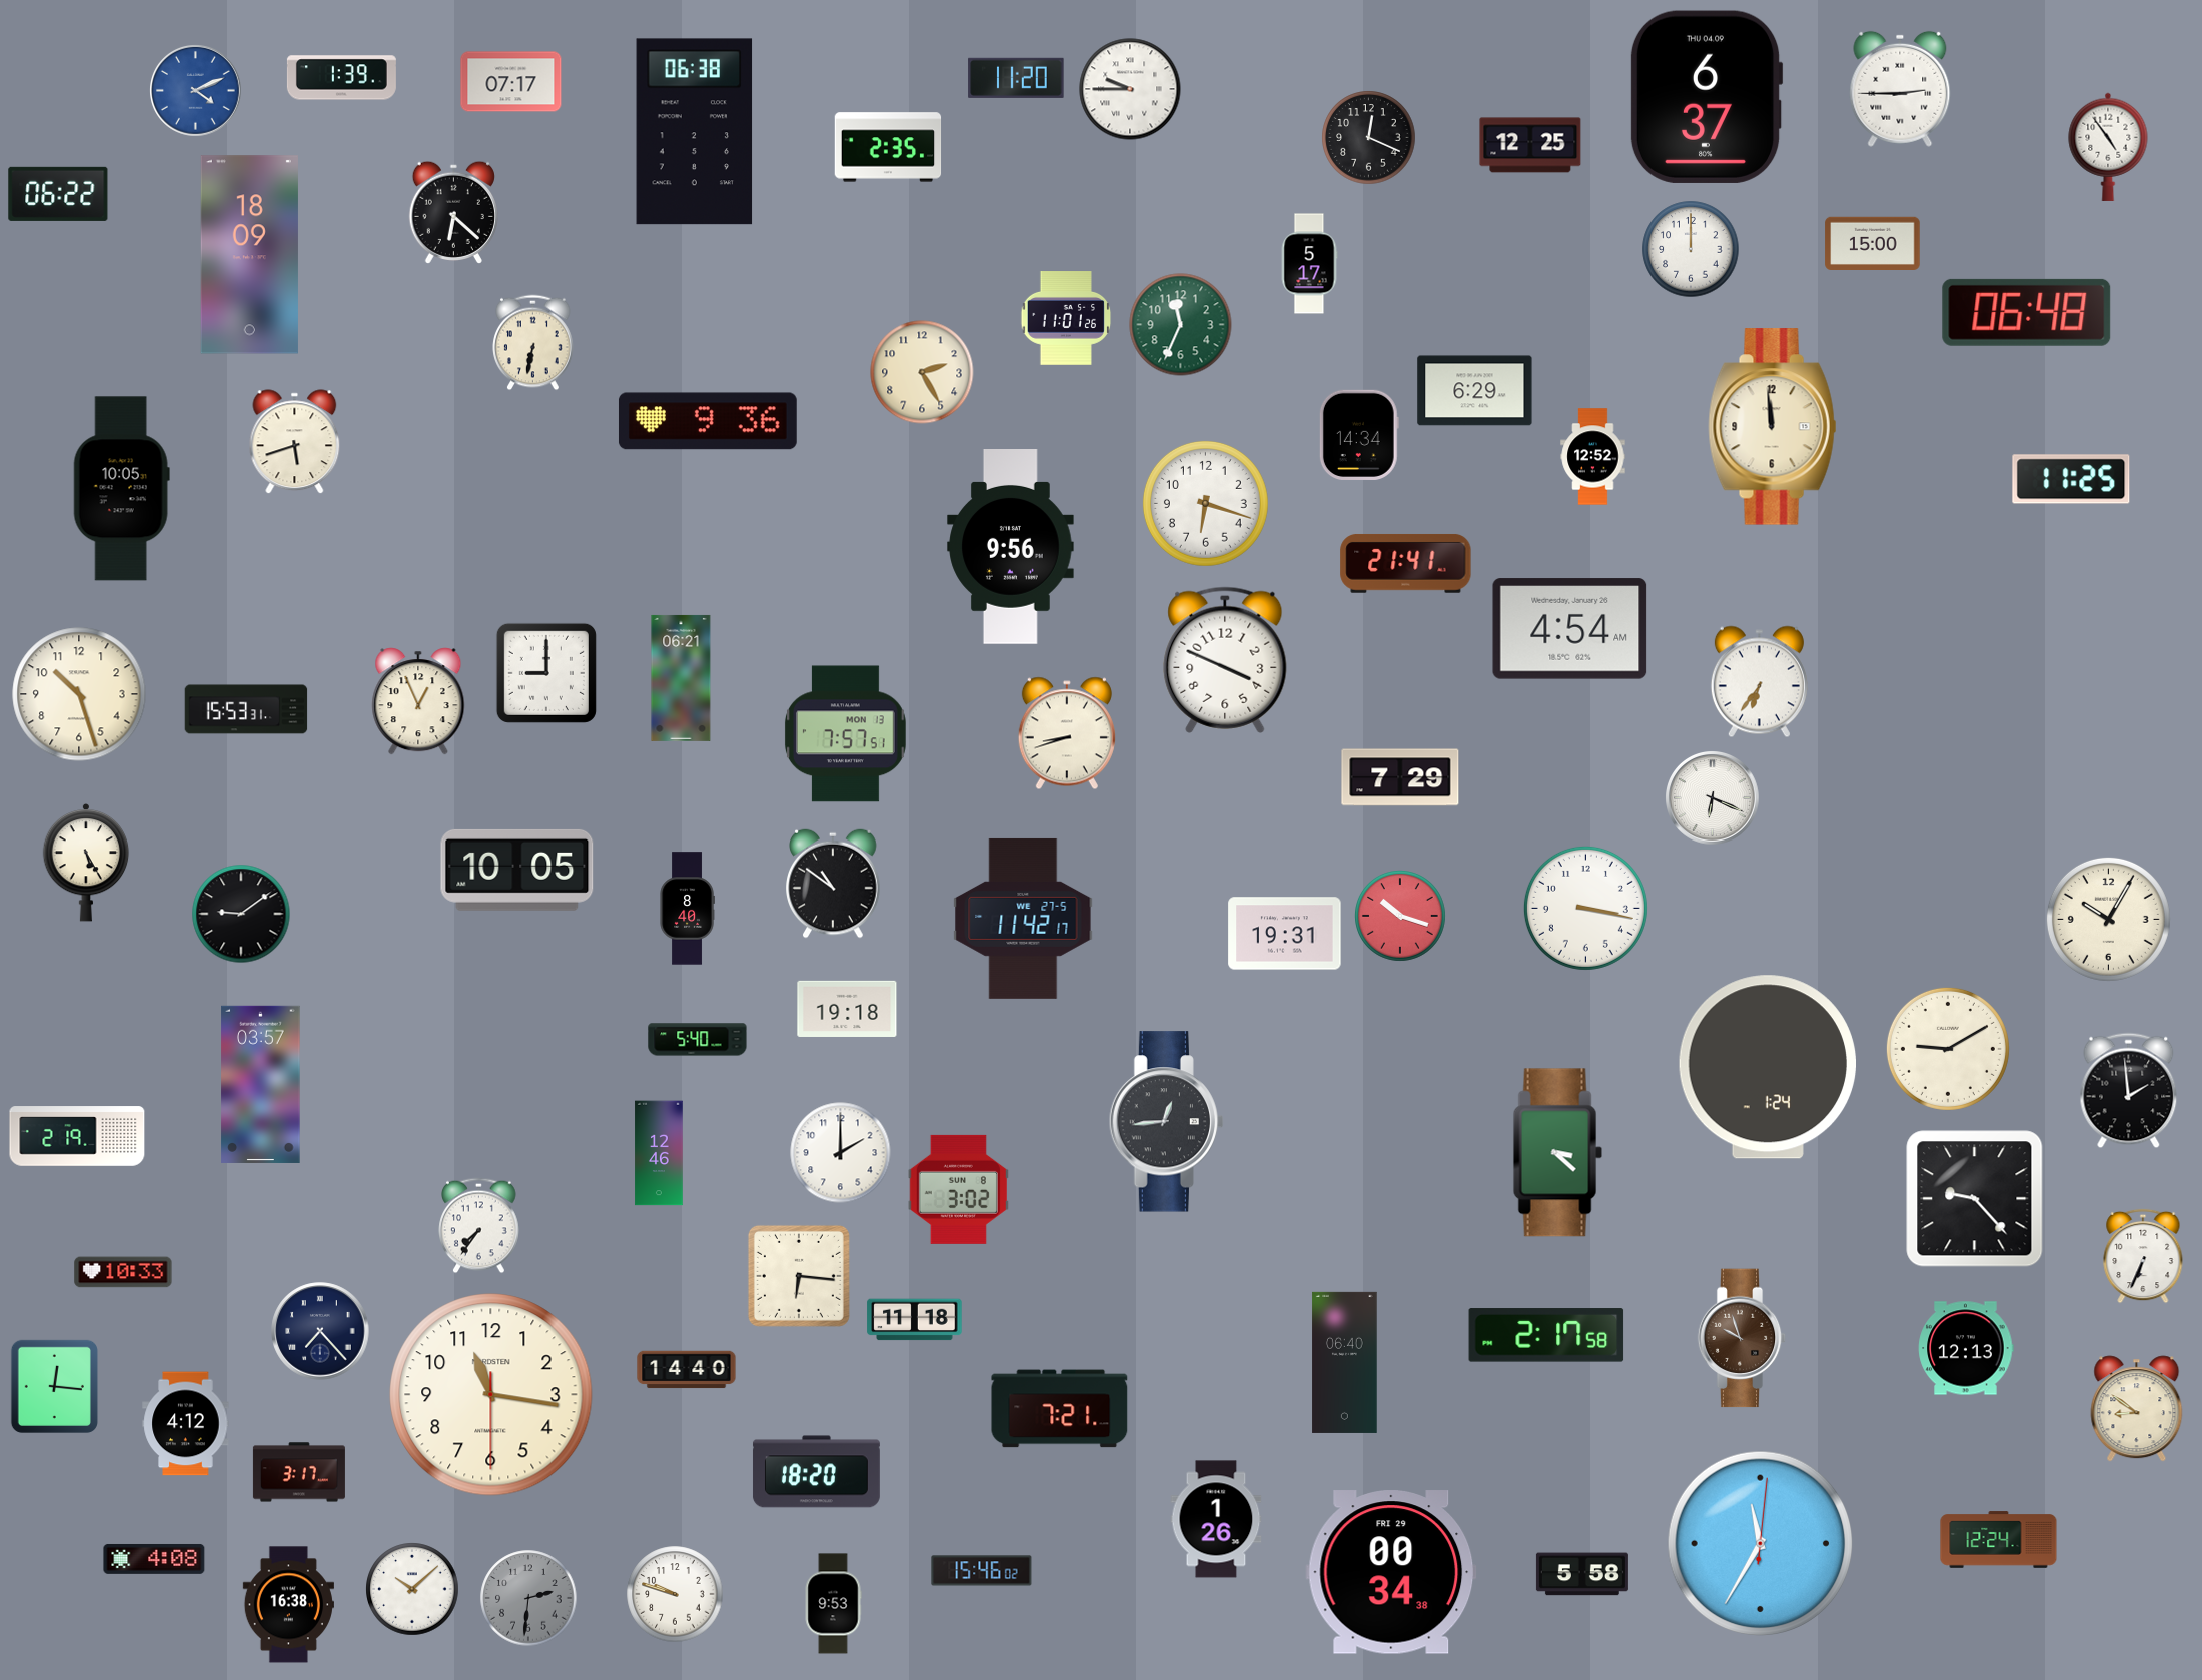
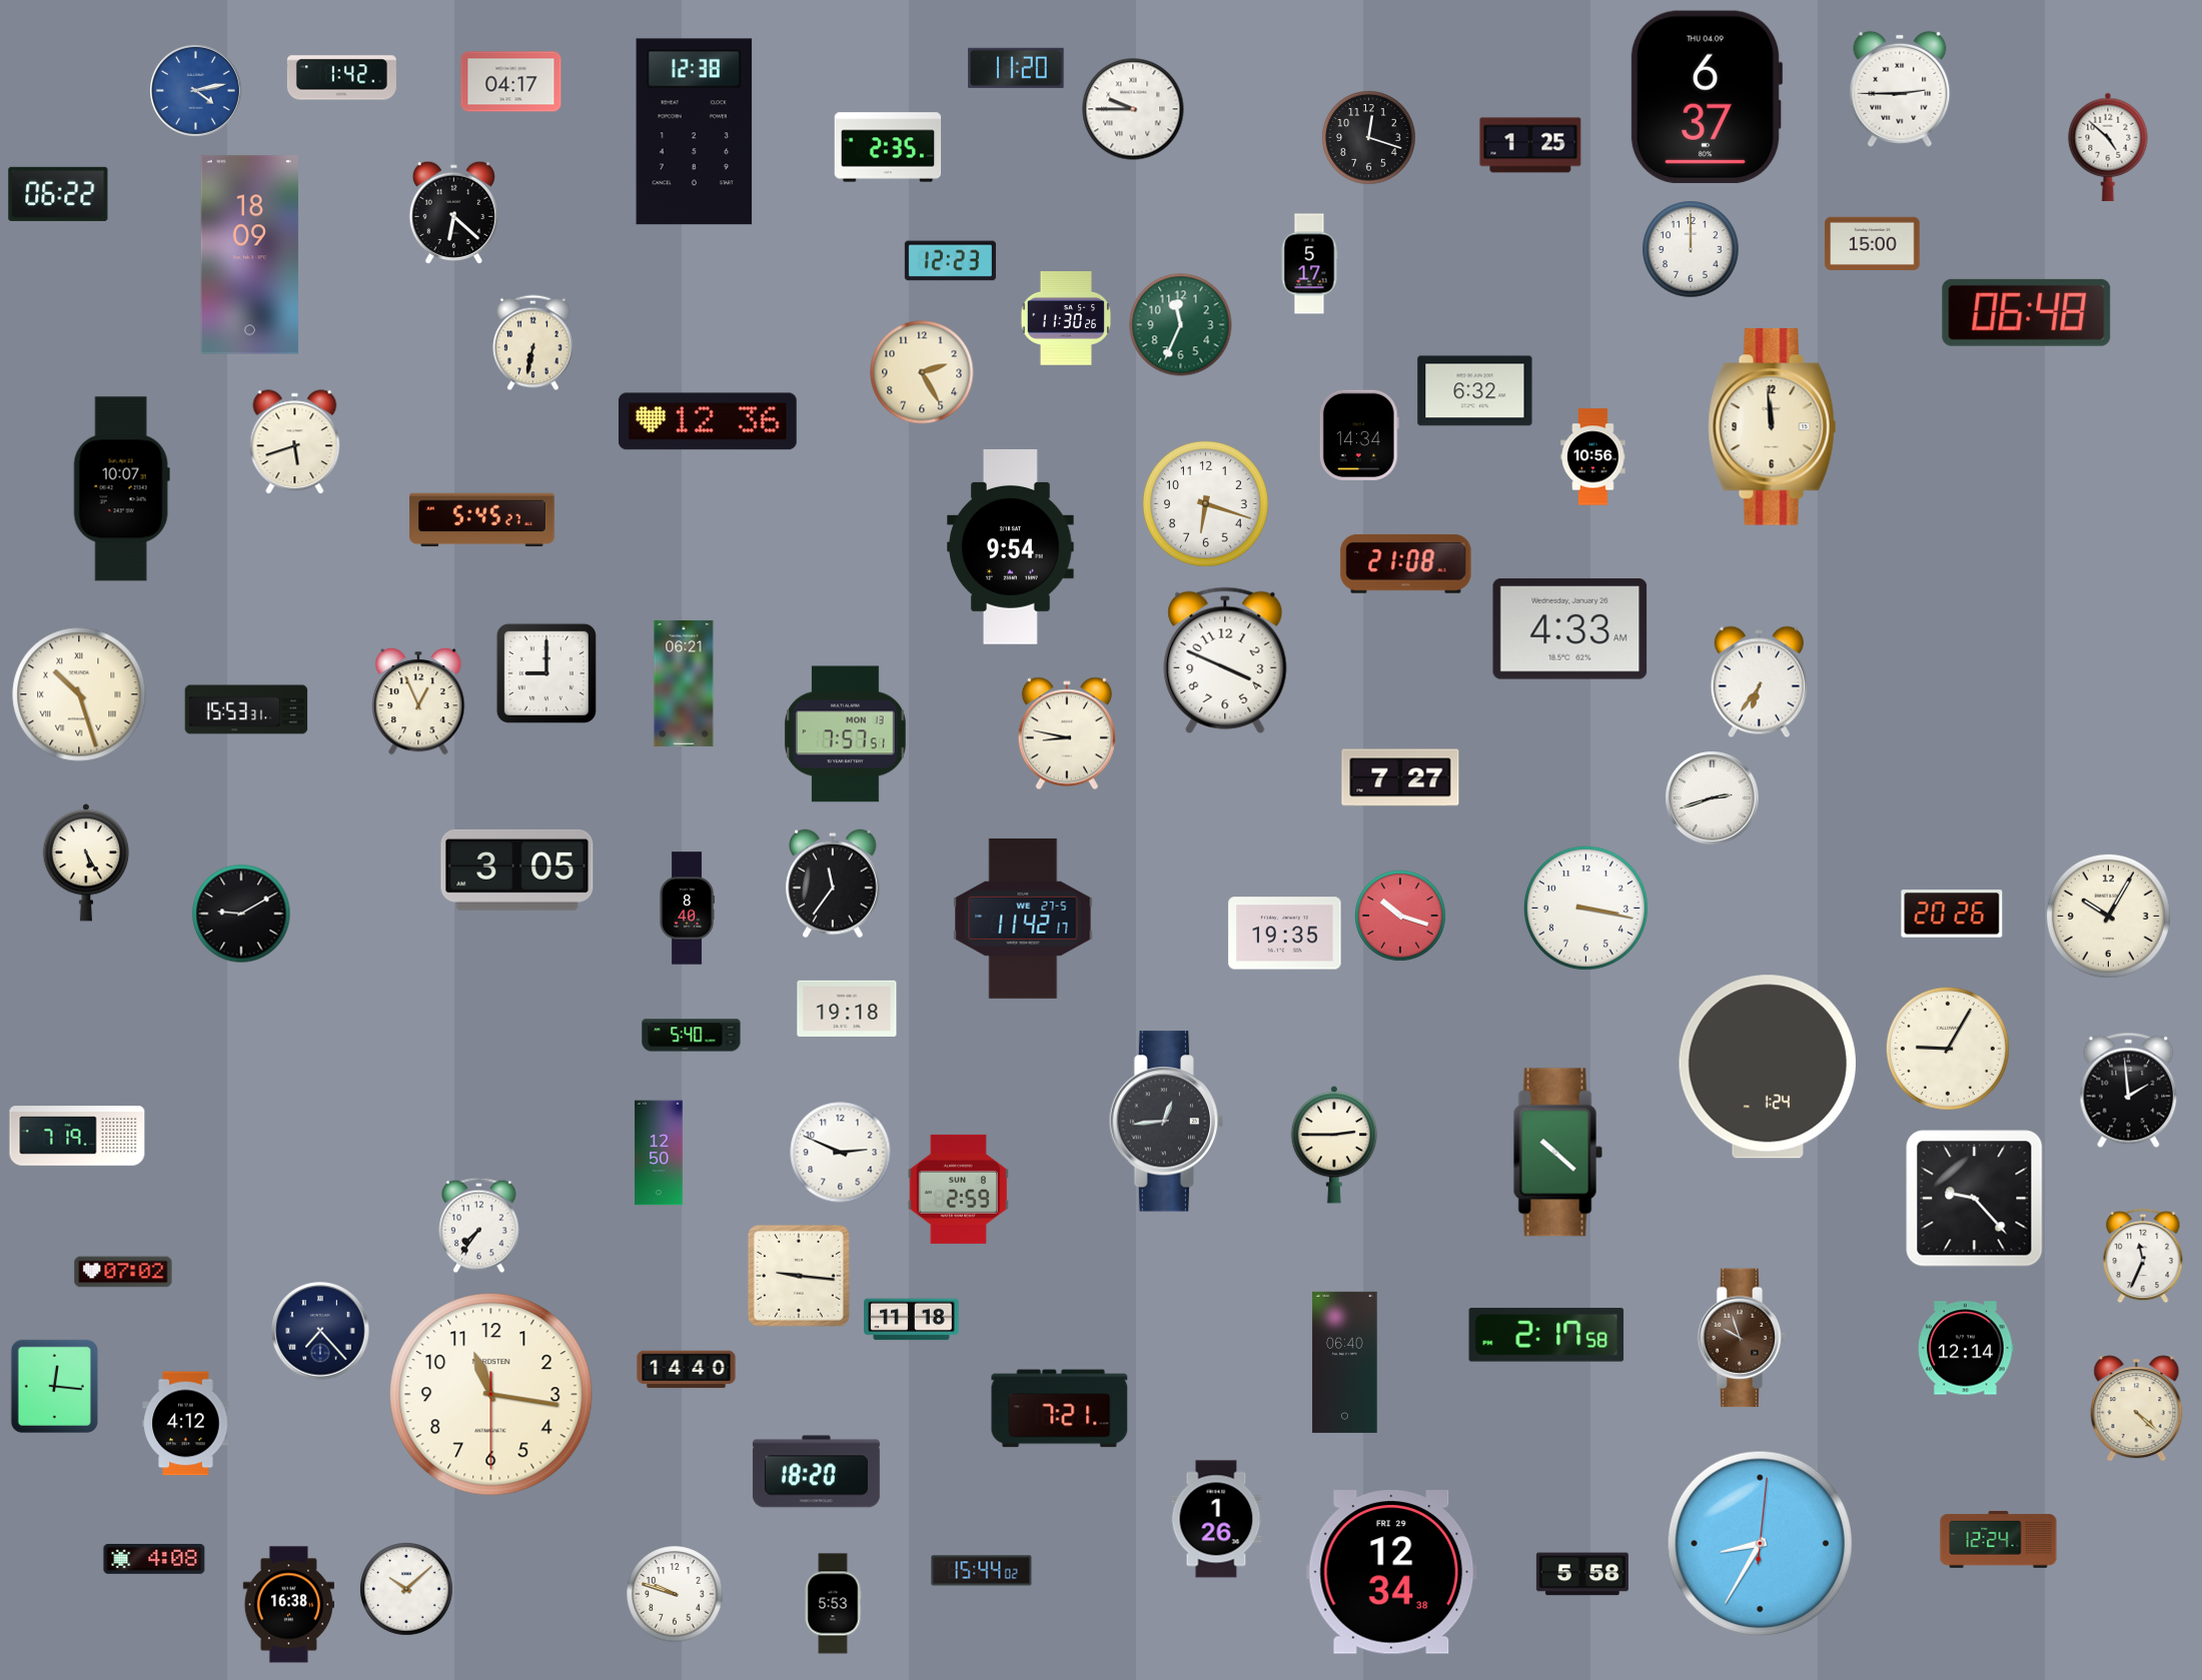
clock at (341, 78): 1:39 -> 1:42
clock at (1016, 78) position: (1016, 78) -> (1016, 68)
clock at (511, 82): 07:17 -> 04:17
clock at (1130, 89) position: (1130, 89) -> (1133, 109)
clock at (196, 91): 4:11 -> 4:13
clock at (695, 132): 06:38 -> 12:38
clock at (1369, 138): 12:19 -> 12:18
clock at (1530, 145): 12:25 -> 1:25
clock at (2108, 147): 4:54 -> 4:52
clock at (950, 261): none -> 12:23
clock at (1066, 319): 11:01 -> 11:30
clock at (1475, 391): 6:29 -> 6:32
clock at (708, 421): 9:36 -> 12:36
clock at (1593, 457): 12:52 -> 10:56
clock at (2071, 479): 11:25 -> none
clock at (121, 489): 10:05 -> 10:07
clock at (482, 520): none -> 5:45
clock at (1011, 547): 9:56 -> 9:54
clock at (1406, 564): 21:41 -> 21:08
clock at (1570, 629): 4:54 -> 4:33
clock at (681, 678) position: (681, 678) -> (684, 683)
clock at (79, 694) numerals: Arabic -> Roman
clock at (1067, 733): 8:42 -> 8:47
clock at (1400, 777): 7:29 -> 7:27
clock at (1713, 798): 6:19 -> 2:42
clock at (517, 870): 10:05 -> 3:05
clock at (833, 884): 10:51 -> 11:36
clock at (241, 914): 9:09 -> 9:10
clock at (1952, 914): none -> 20:26
clock at (2108, 919) position: (2108, 919) -> (2108, 916)
clock at (1285, 934): 19:31 -> 19:35
clock at (698, 1040) position: (698, 1040) -> (692, 1036)
clock at (1948, 1049): 9:10 -> 9:05
clock at (261, 1084): 03:57 -> none
clock at (77, 1136): 2:19 -> 7:19
clock at (1334, 1146): none -> 2:45
clock at (659, 1153): 12:46 -> 12:50
clock at (841, 1153): 2:00 -> 2:49
clock at (1557, 1153): 3:22 -> 10:22
clock at (958, 1189): 3:02 -> 2:59
clock at (2143, 1256): 6:34 -> 11:34
clock at (123, 1272): 10:33 -> 07:02
clock at (799, 1276): 6:16 -> 9:16
clock at (915, 1320) position: (915, 1320) -> (912, 1320)
clock at (1966, 1348): 12:13 -> 12:14
clock at (2137, 1409): 8:51 -> 4:22
clock at (299, 1472): 3:17 -> none
clock at (1761, 1544): 11:35 -> 8:35
clock at (982, 1571): 15:46 -> 15:44
clock at (1391, 1572): 00:34 -> 12:34
clock at (412, 1589) position: (412, 1589) -> (406, 1589)
clock at (528, 1598): 2:31 -> none
clock at (833, 1604): 9:53 -> 5:53
